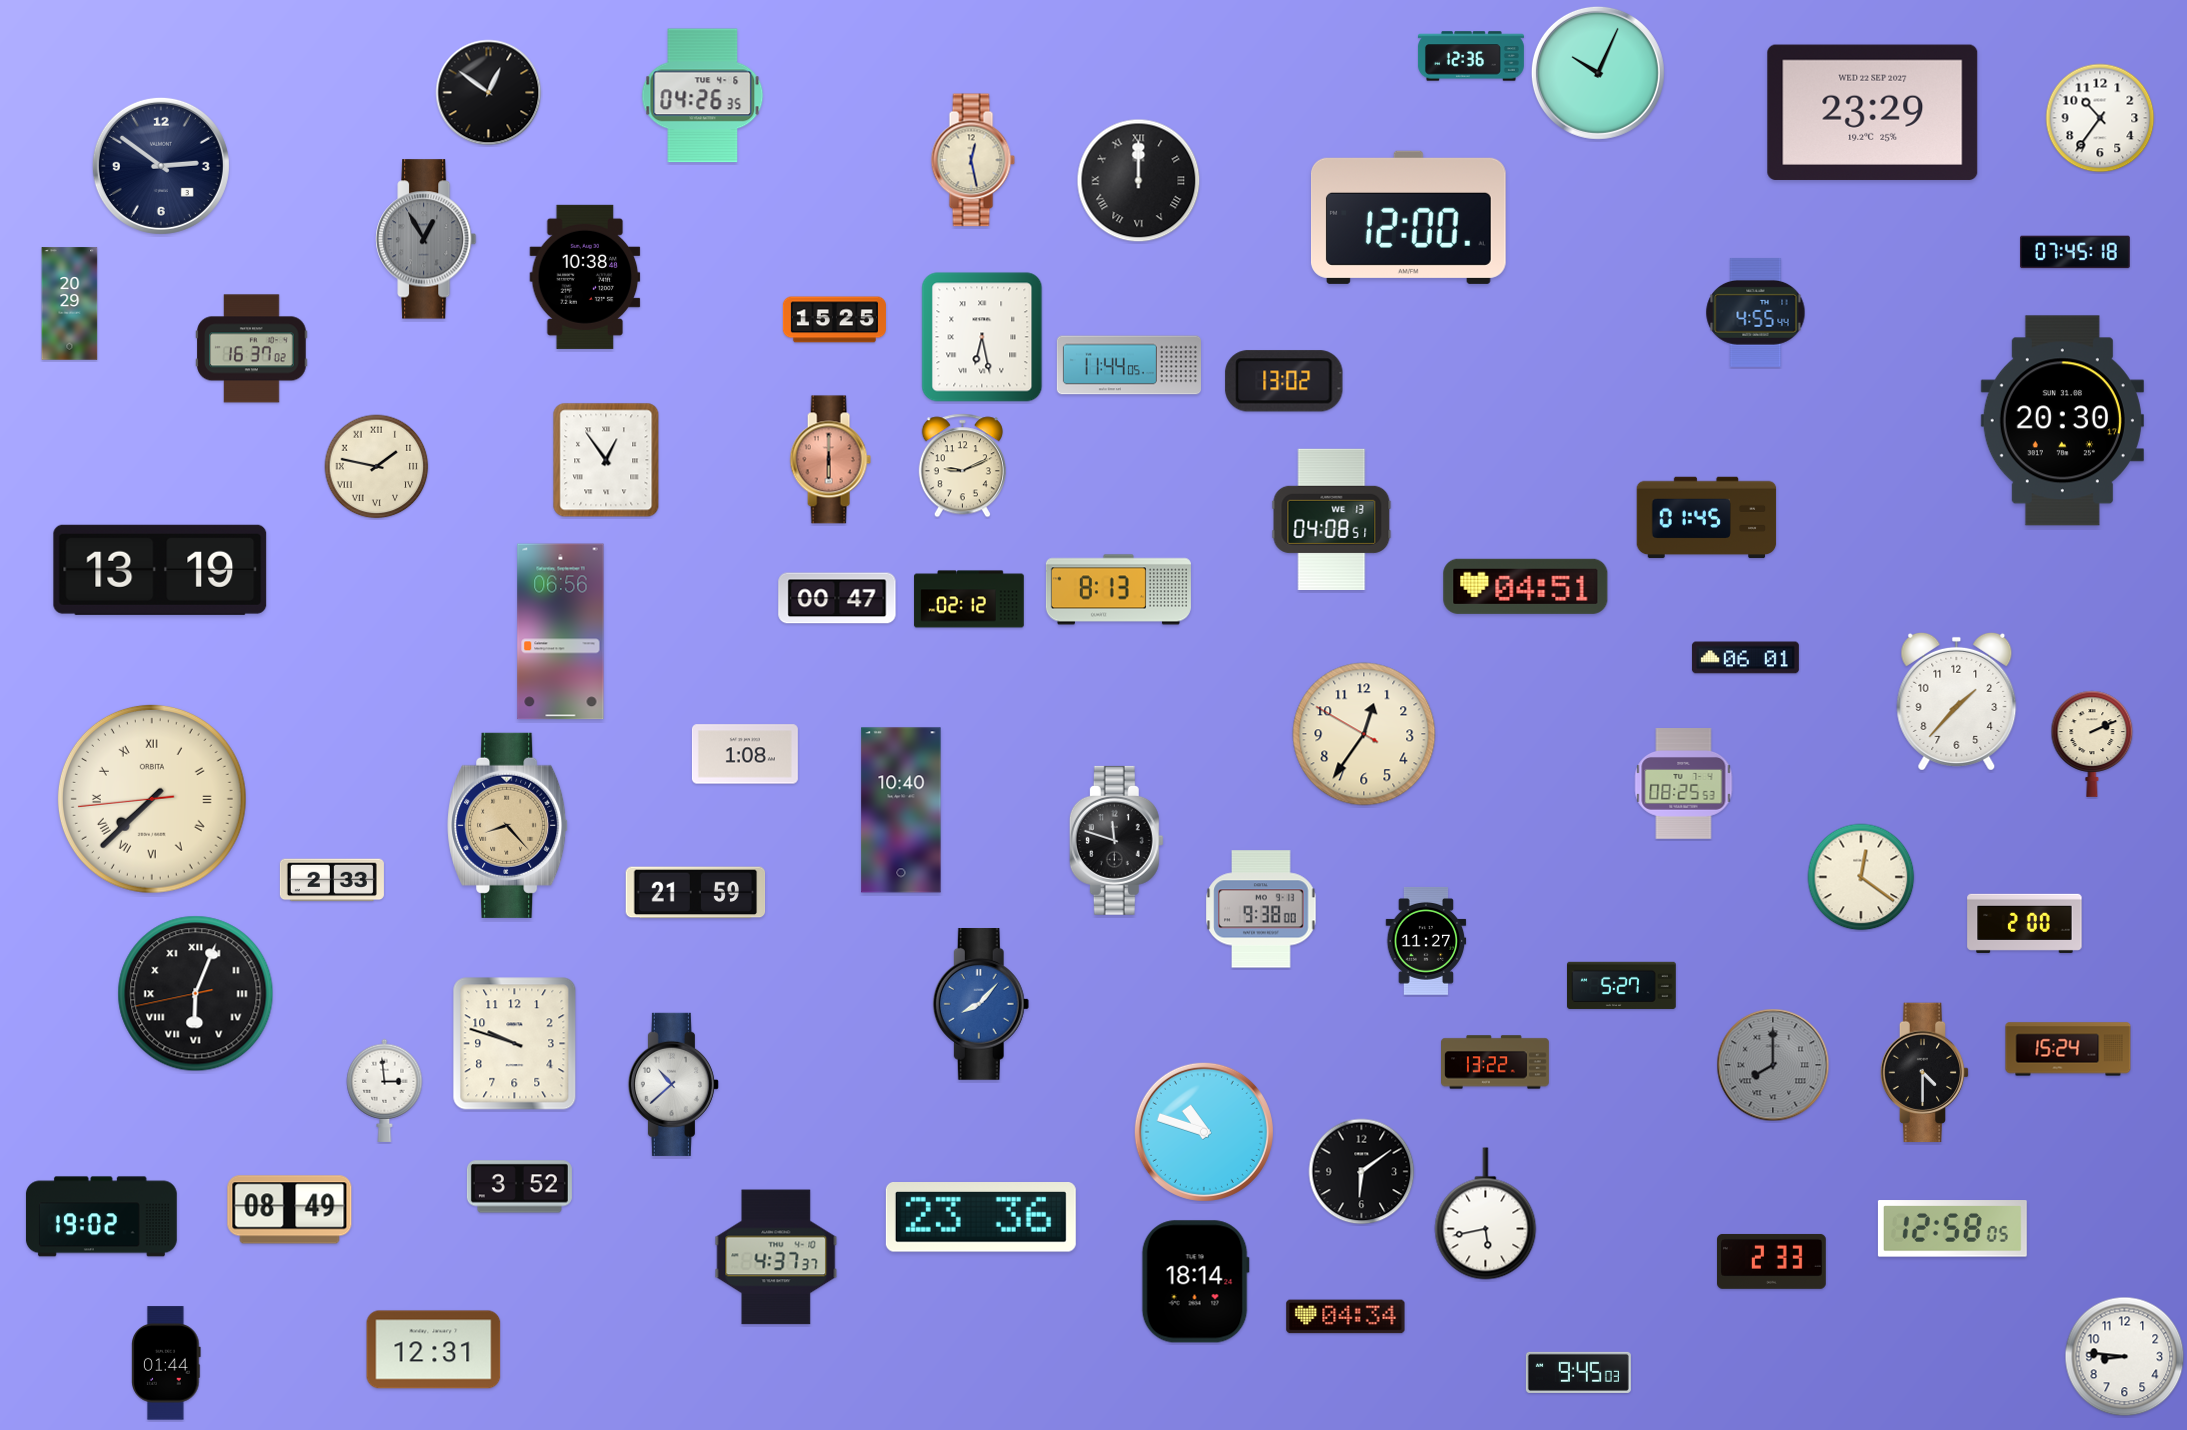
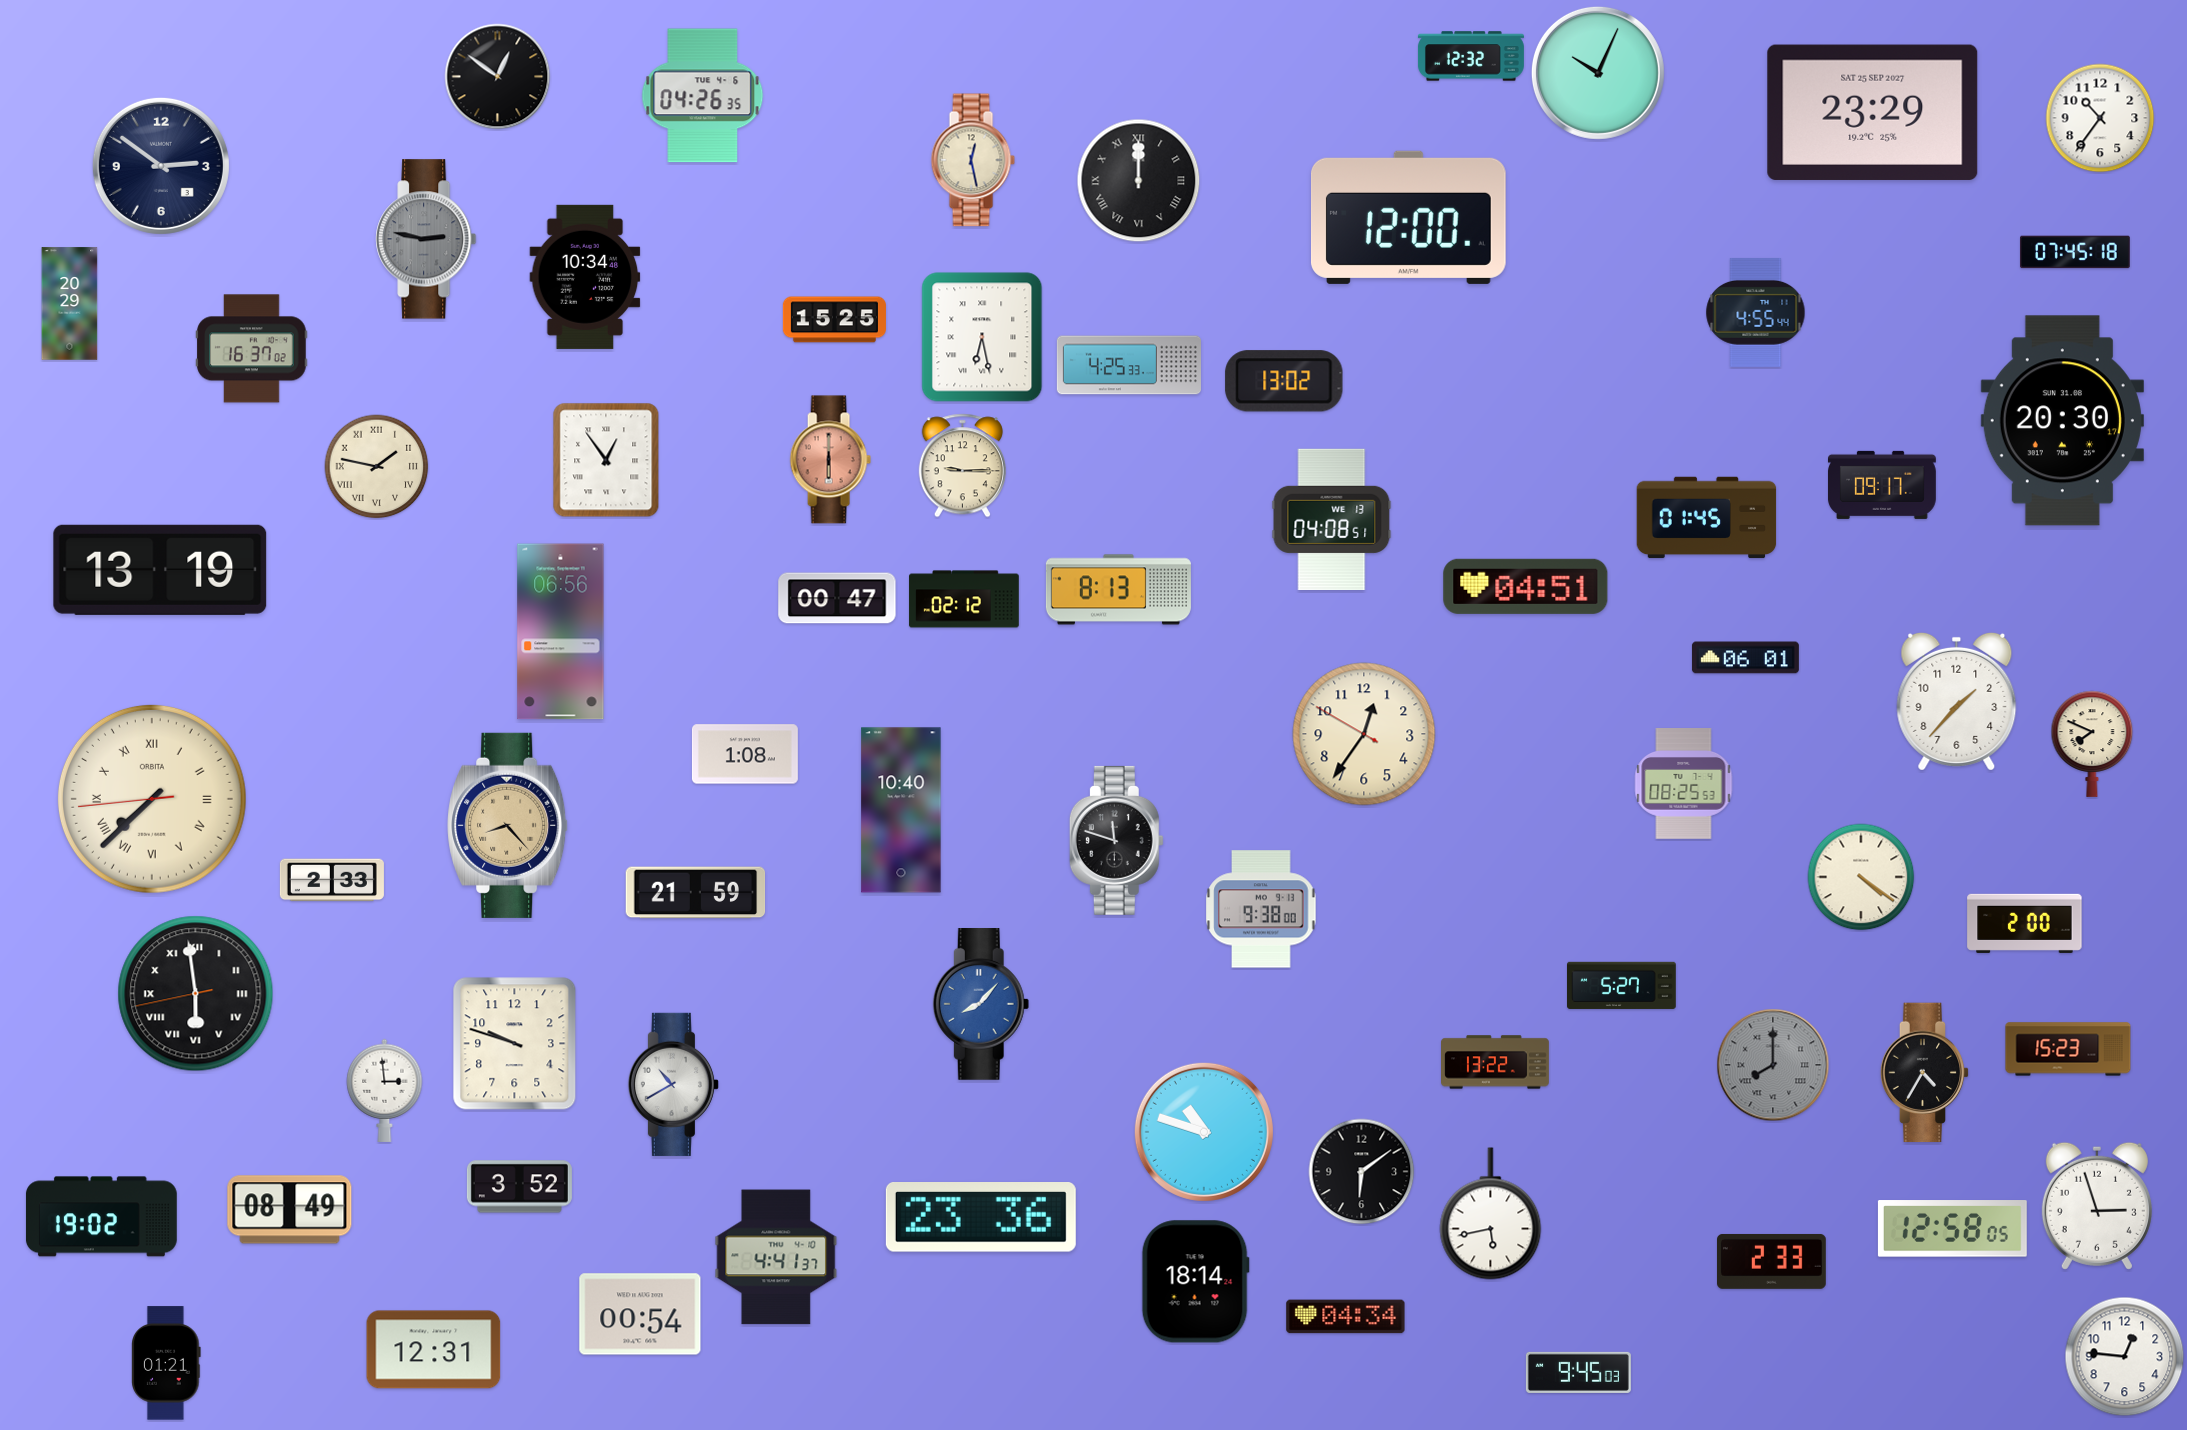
clock at (1471, 56): 12:36 -> 12:32
clock at (489, 93) position: (489, 93) -> (498, 77)
clock at (1873, 112) date: WED 22 SEP 2027 -> SAT 25 SEP 2027
clock at (426, 239): 12:55 -> 2:47
clock at (585, 277): 10:38 -> 10:34
clock at (1129, 365): 11:44 -> 4:25
clock at (962, 466): 9:11 -> 9:15
clock at (1883, 485): none -> 09:17
clock at (969, 599) position: (969, 599) -> (964, 599)
clock at (2092, 744): 2:11 -> 7:49
clock at (1861, 877): 12:21 -> 4:21
clock at (1426, 941): 11:27 -> none
clock at (196, 994): 6:03 -> 5:58
clock at (2068, 1049): 15:24 -> 15:23
clock at (1925, 1073): 4:30 -> 4:35
clock at (673, 1084): 10:38 -> 10:40
clock at (2097, 1206): none -> 2:57
clock at (1486, 1214) position: (1486, 1214) -> (1491, 1214)
clock at (776, 1257): 4:37 -> 4:41
clock at (640, 1314): none -> 00:54
clock at (2125, 1357): 8:46 -> 12:46
clock at (166, 1363): 01:44 -> 01:21
